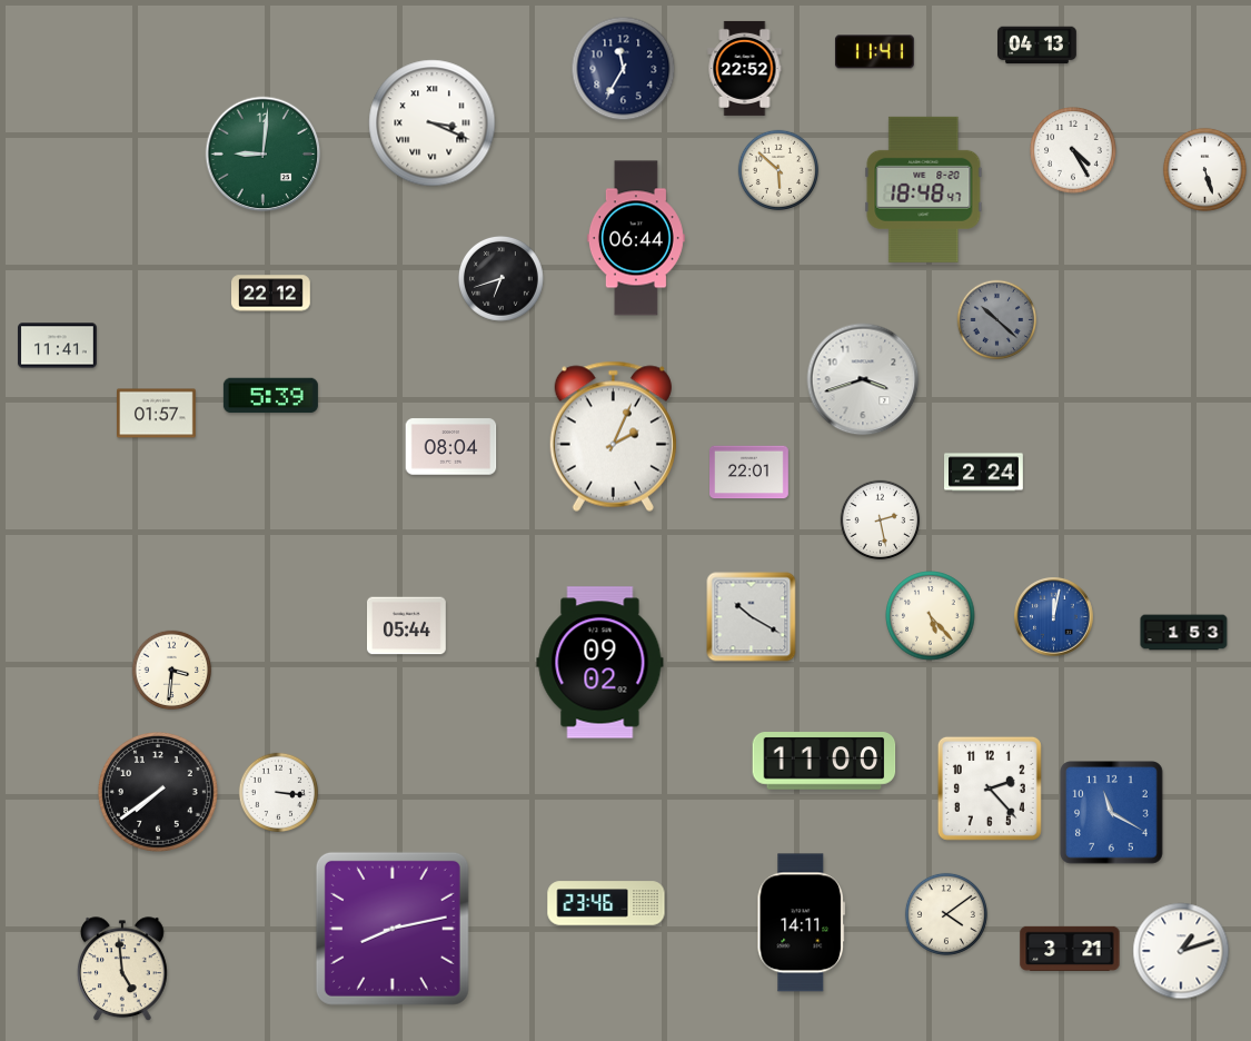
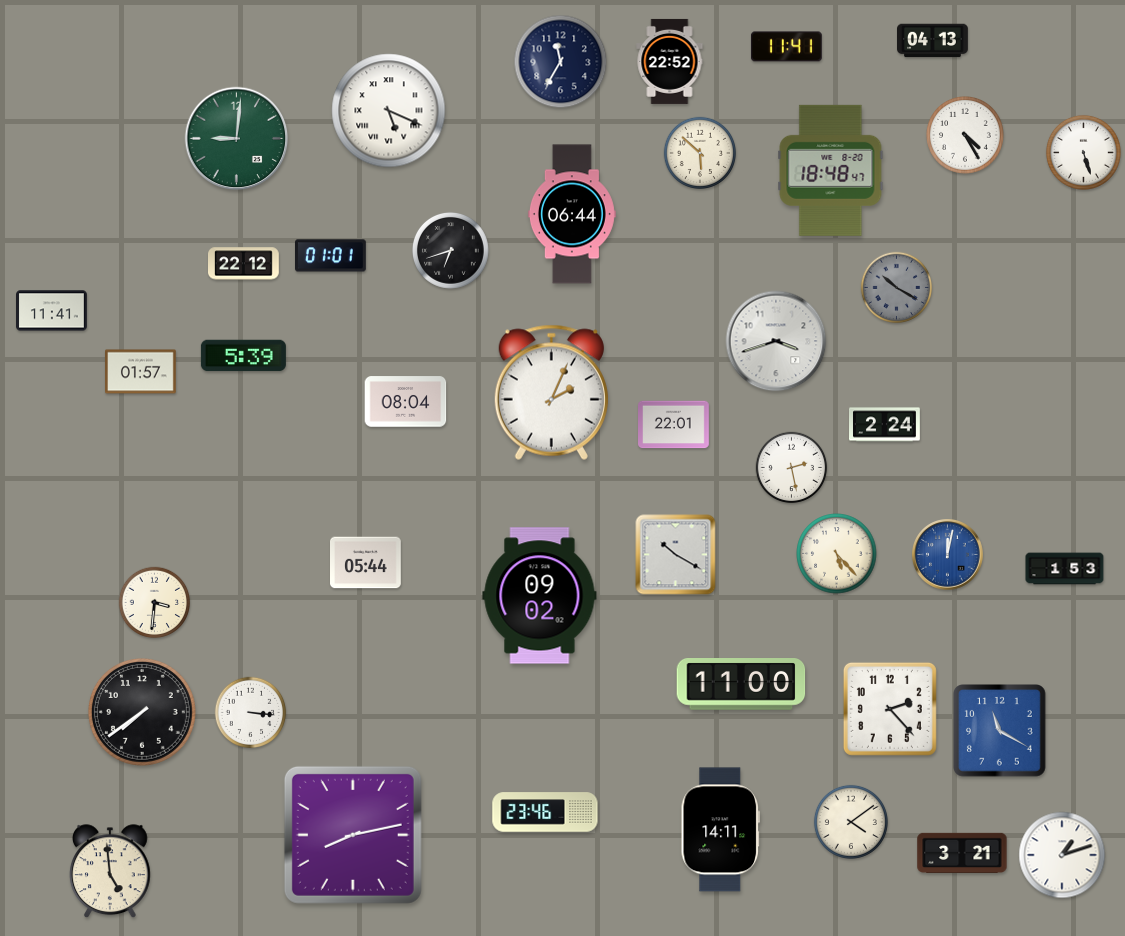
clock at (433, 123): 3:19 -> 5:19
clock at (331, 256): none -> 01:01
clock at (997, 320): 10:22 -> 10:20
